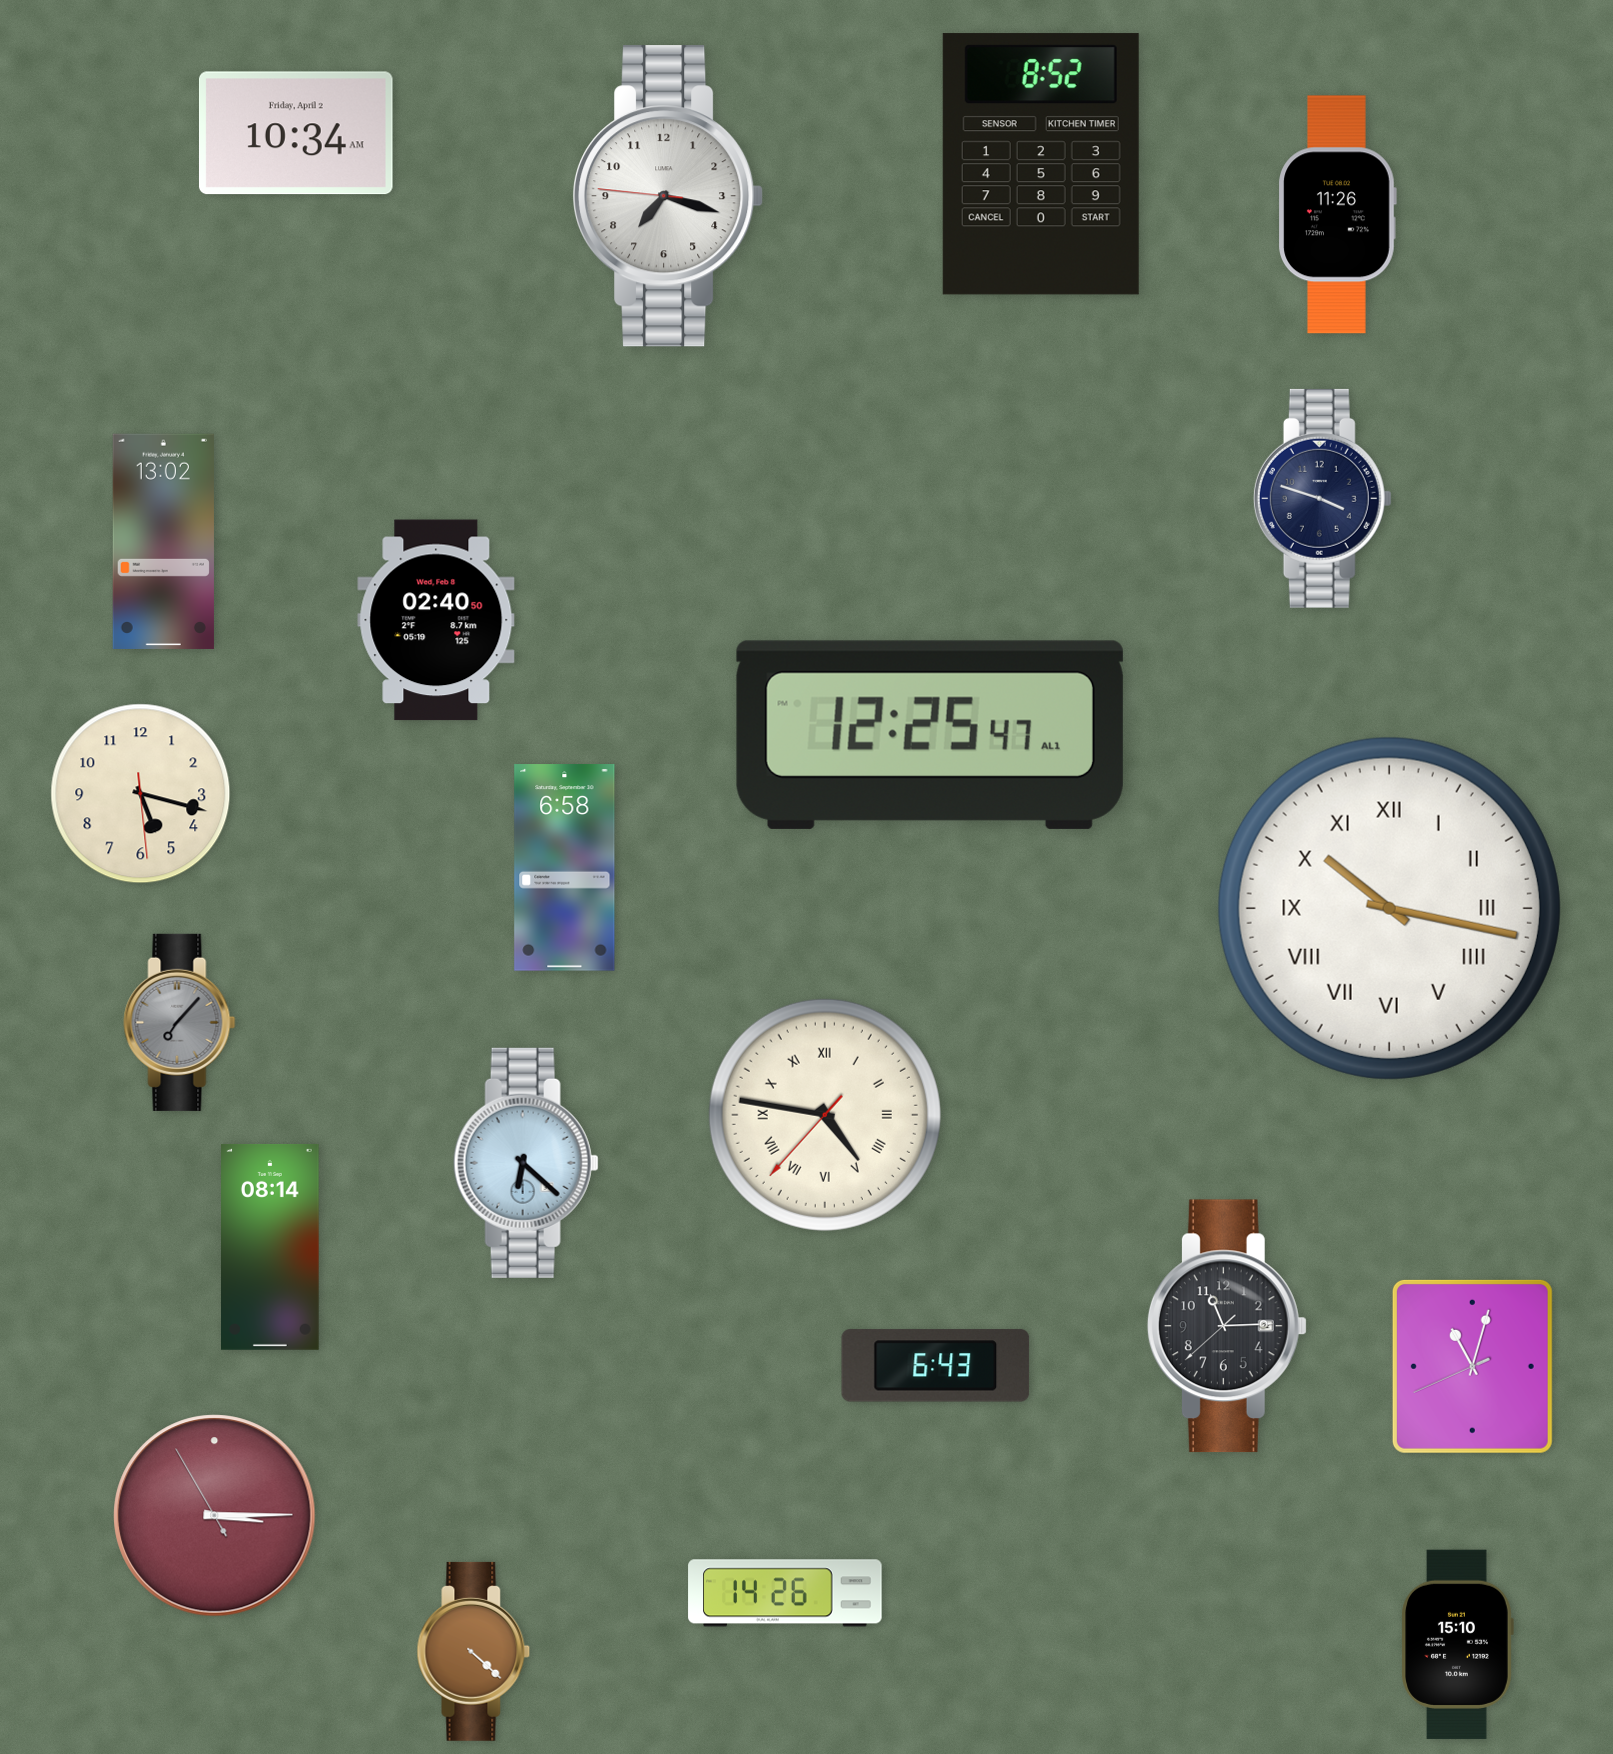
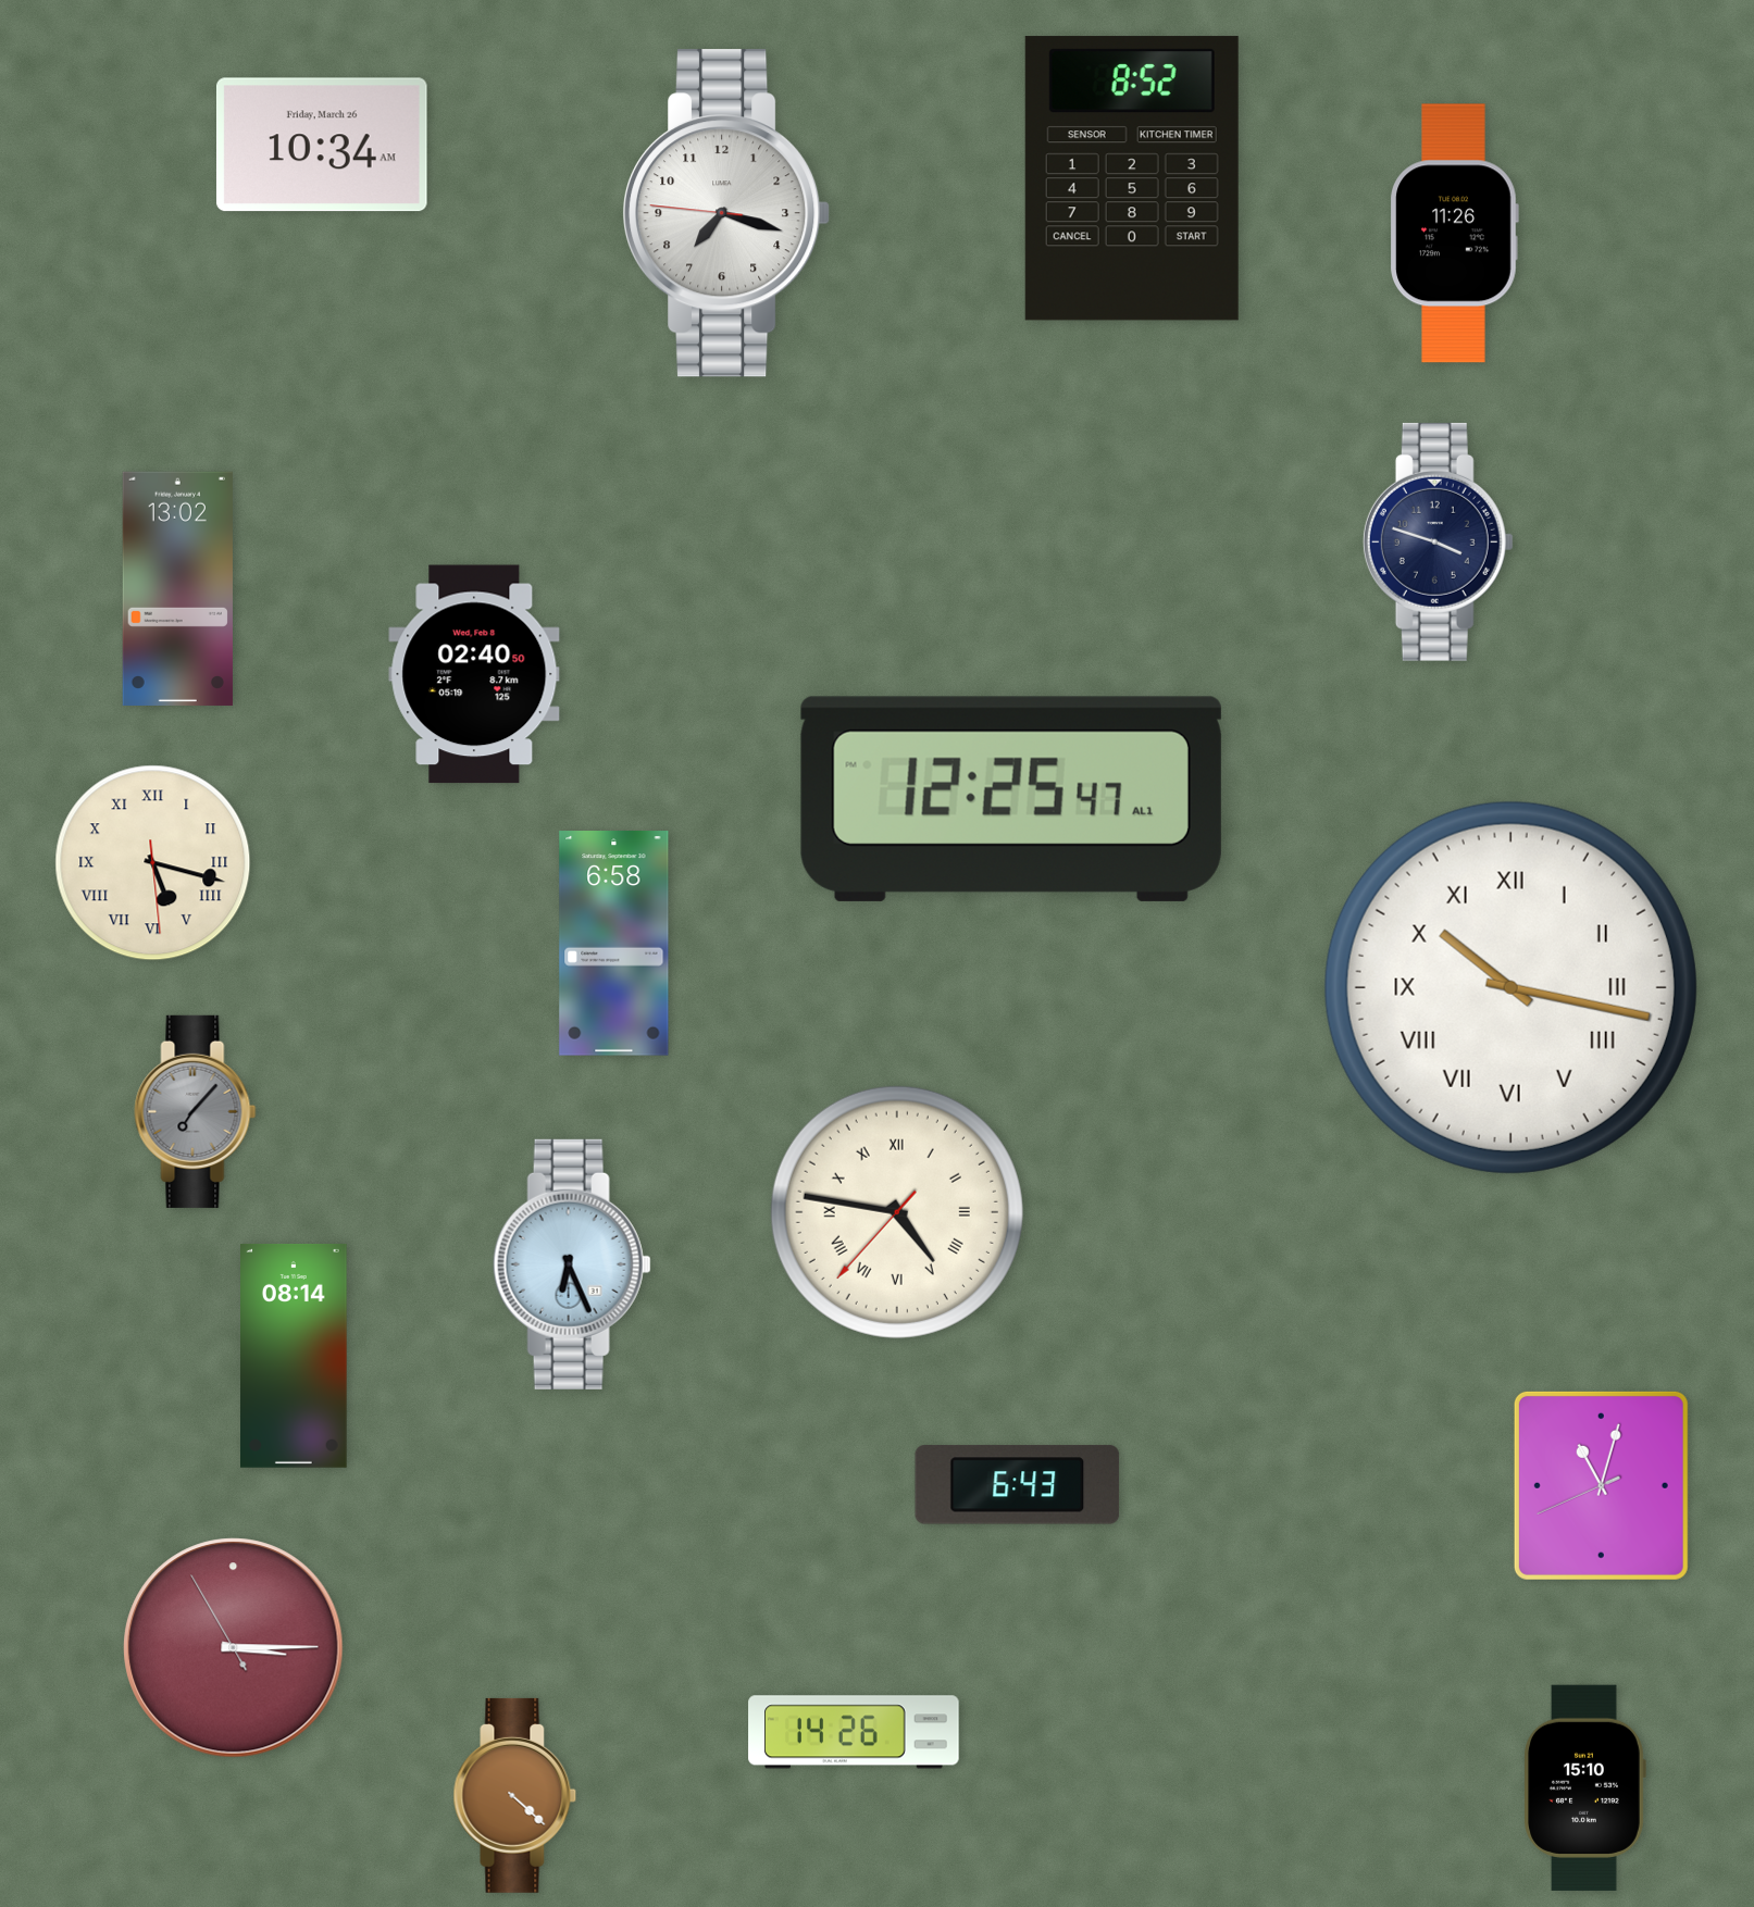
clock at (296, 133) date: Friday, April 2 -> Friday, March 26
clock at (141, 794) numerals: Arabic -> Roman
clock at (526, 1163): 6:22 -> 6:26
clock at (1227, 1326): 11:14 -> none
